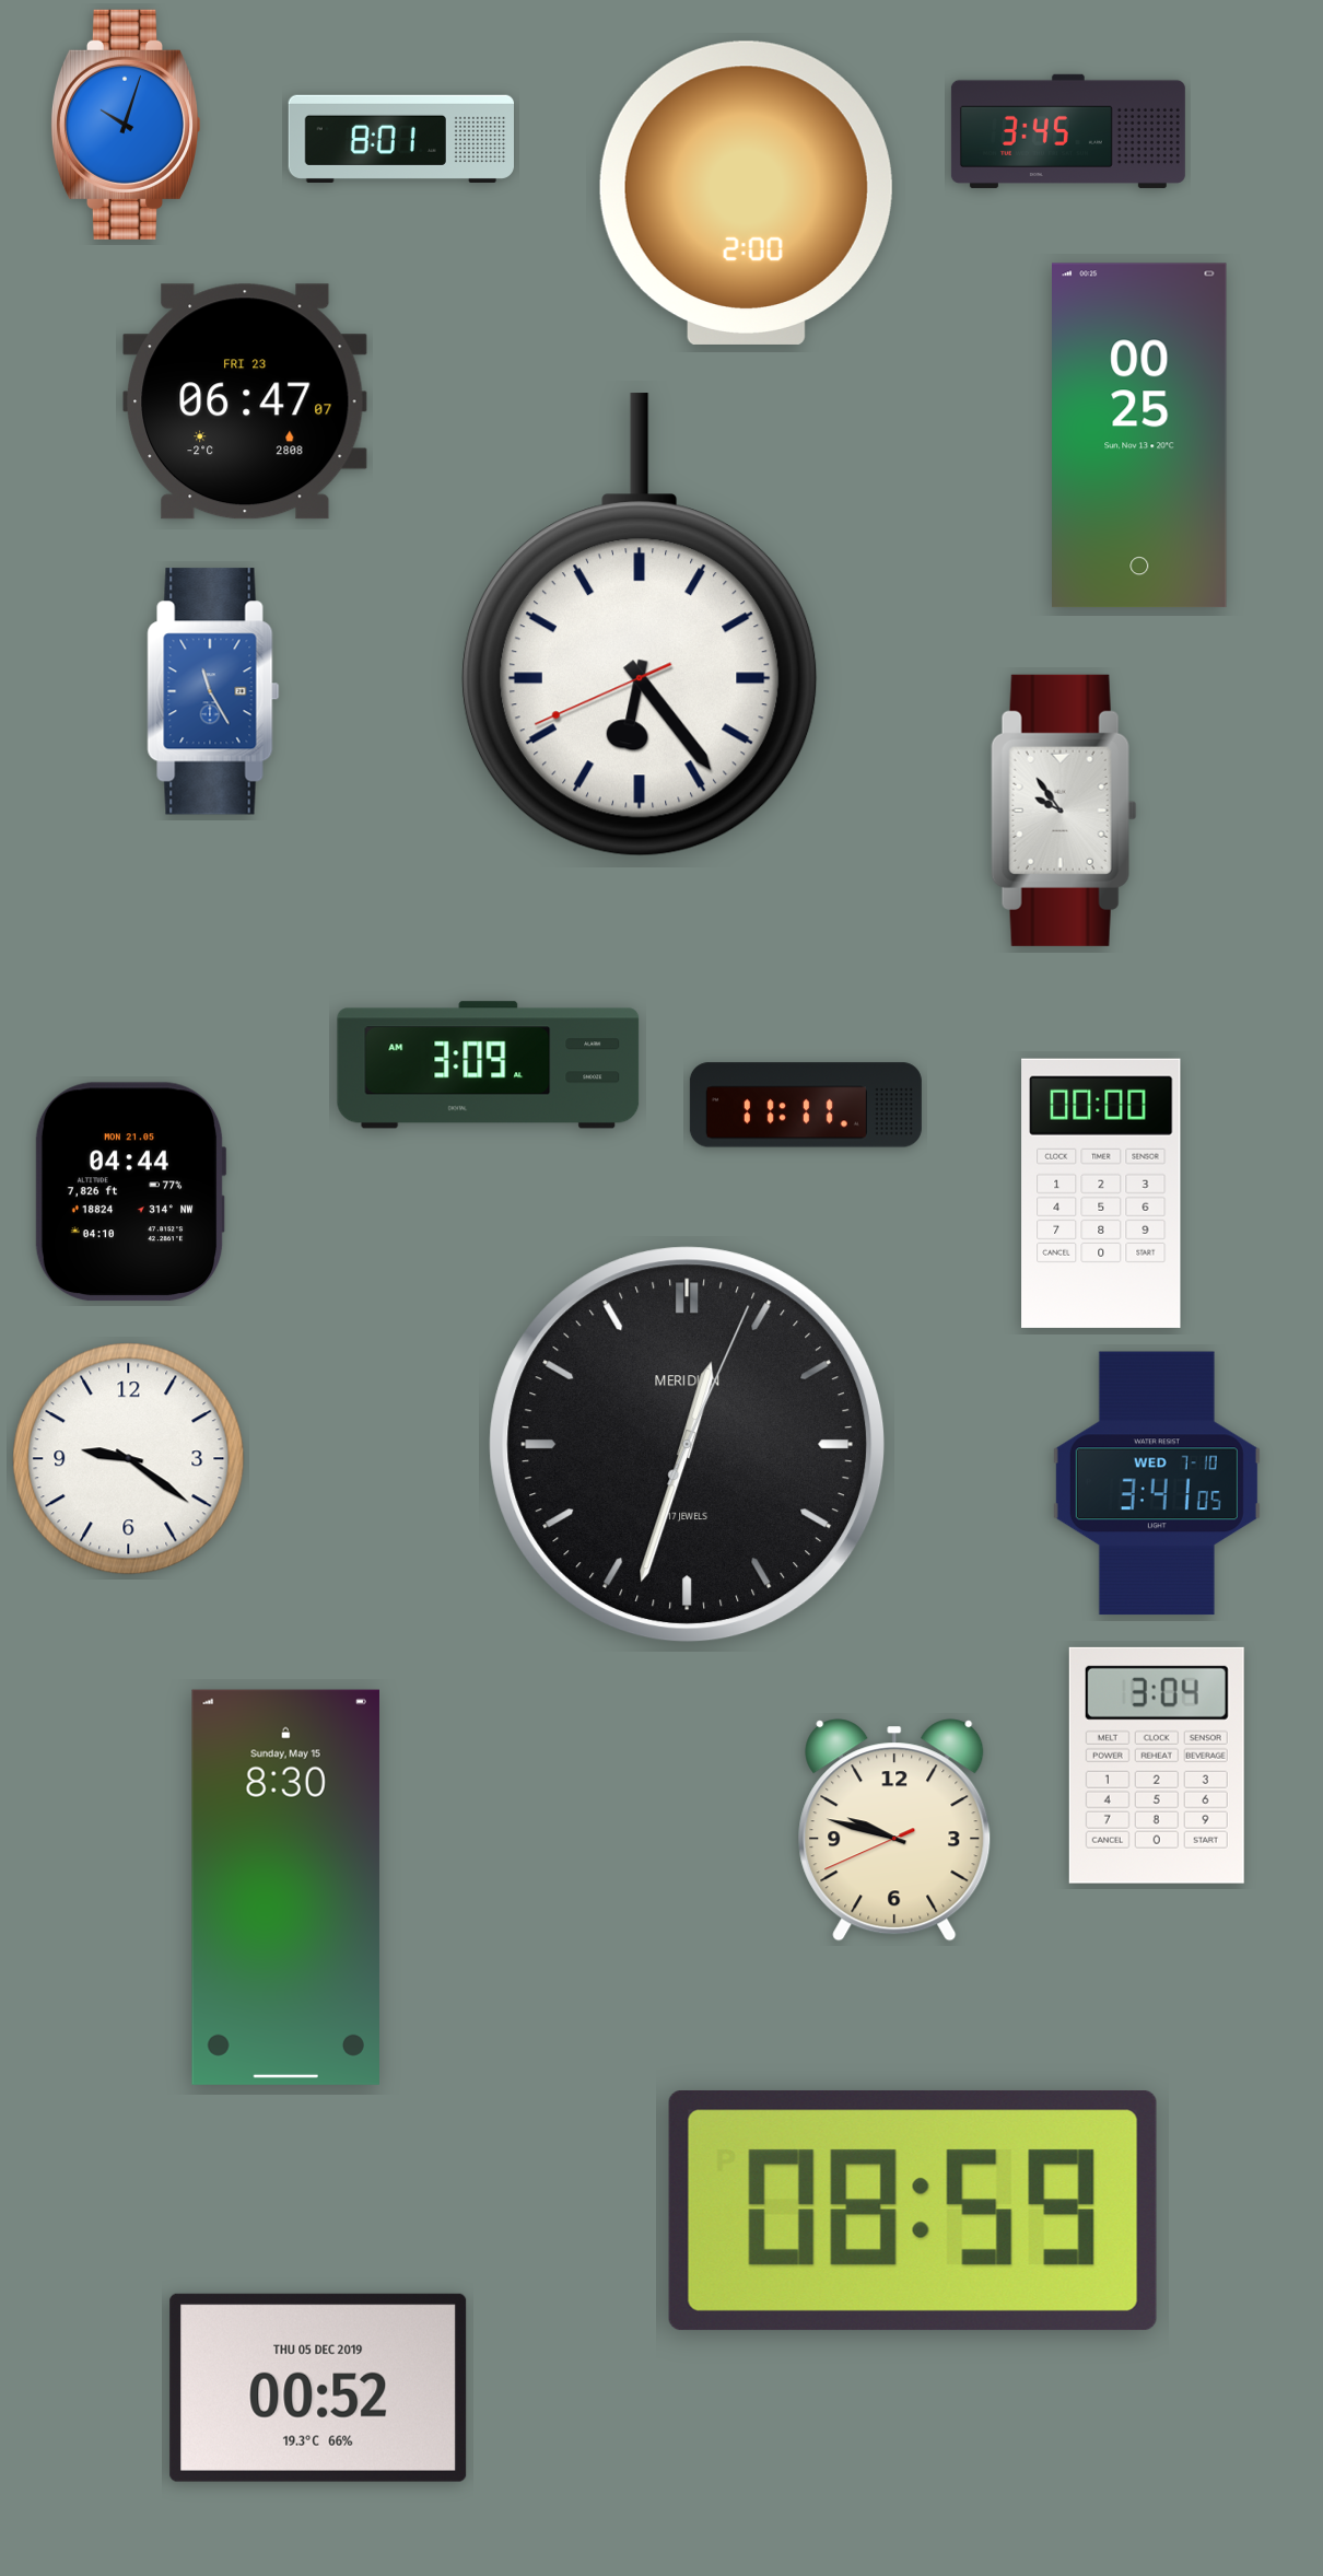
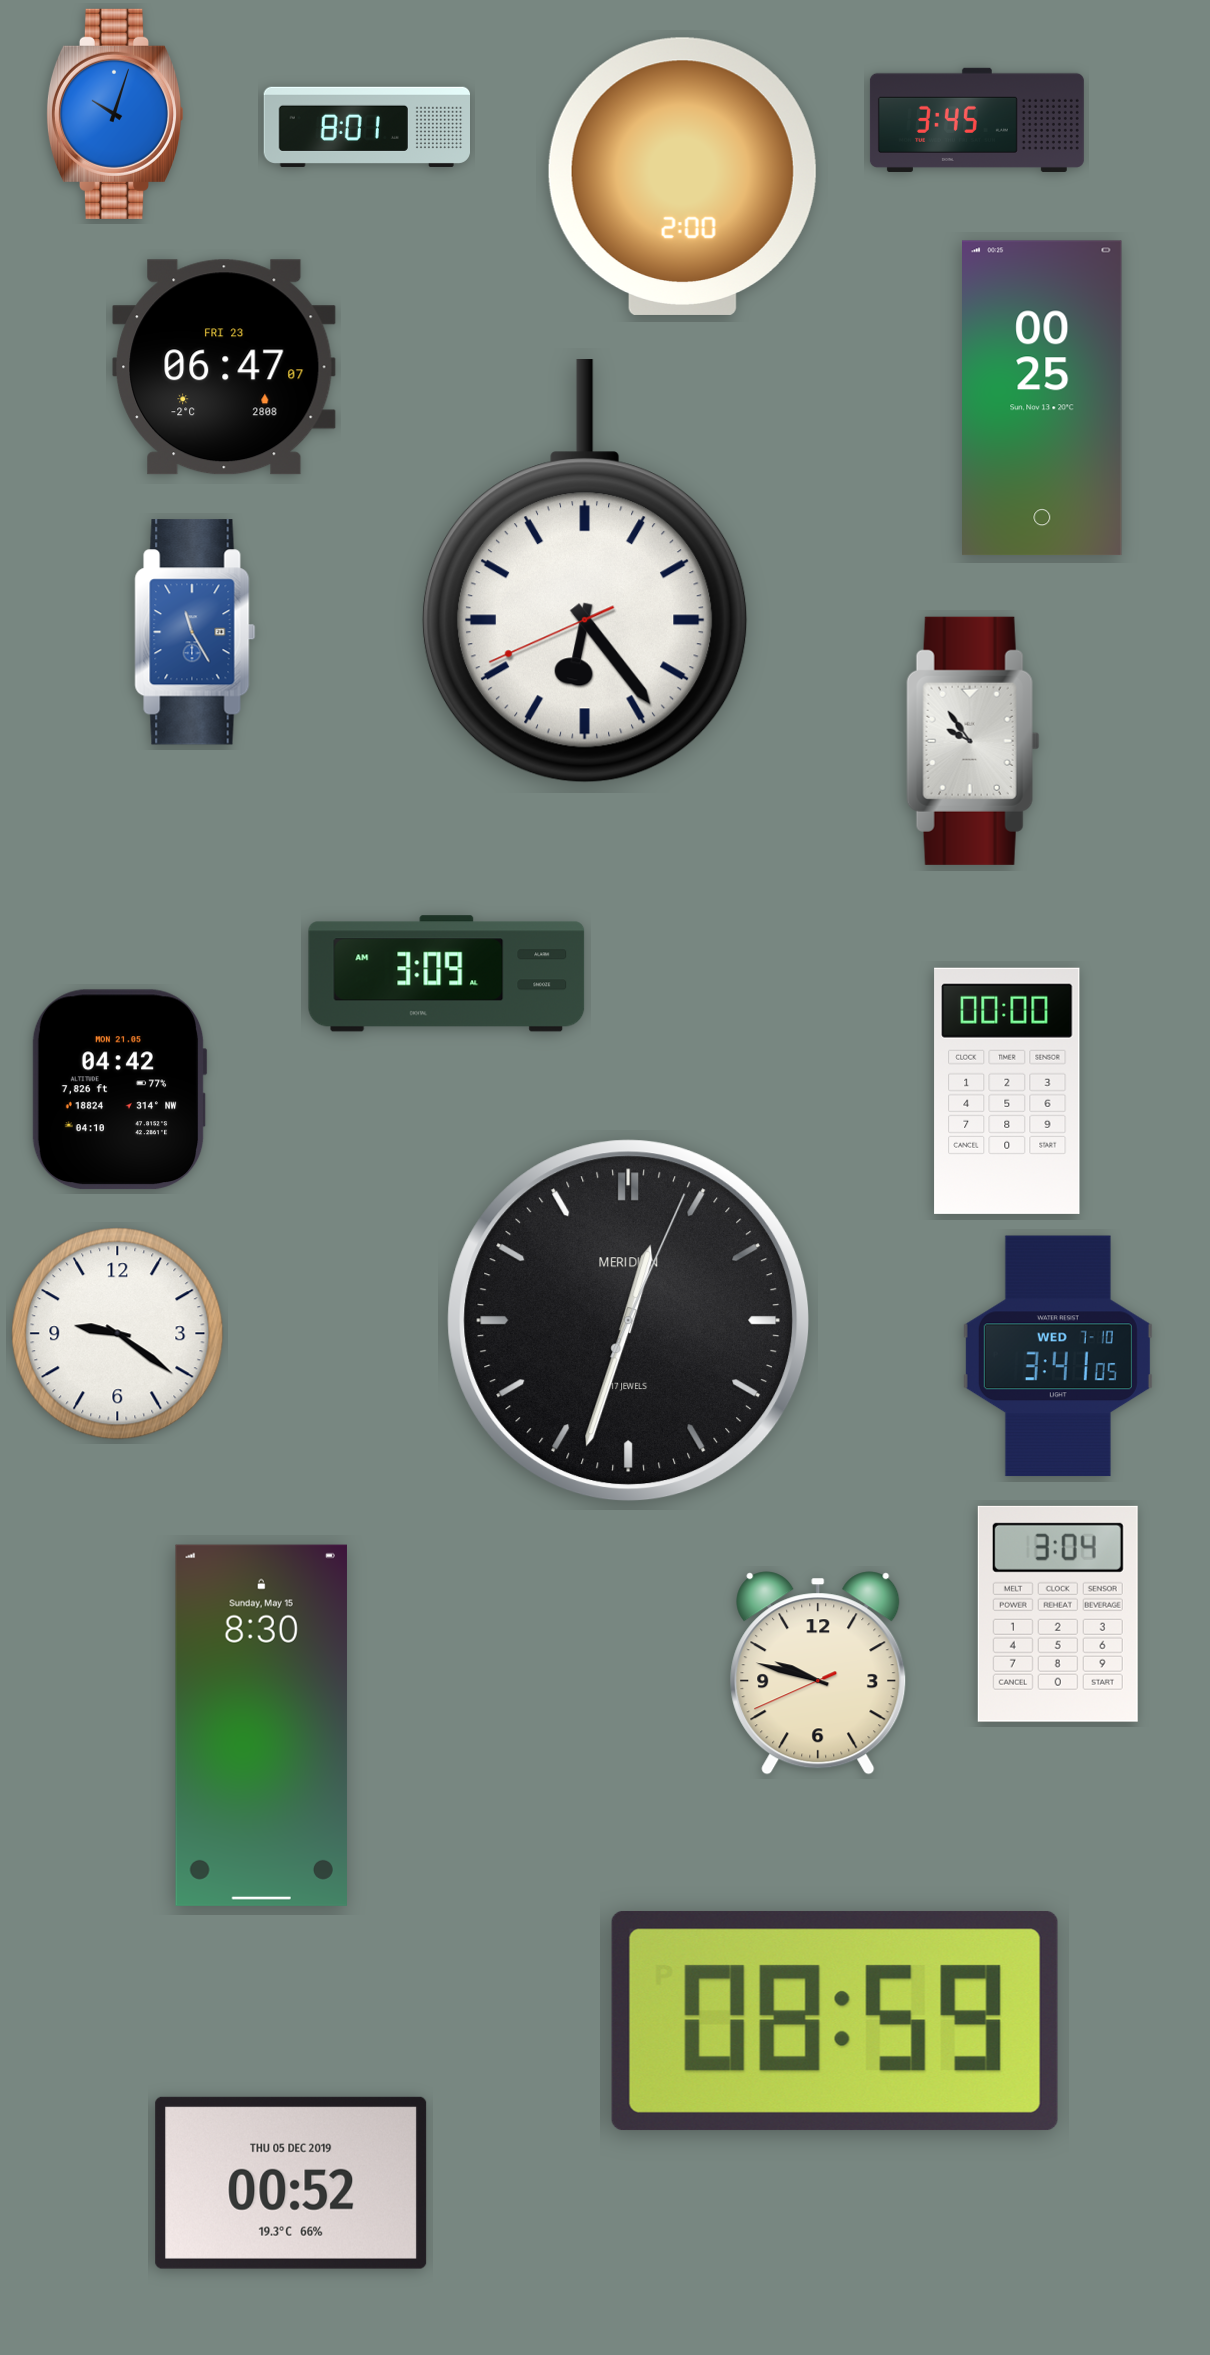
clock at (806, 1105): 11:11 -> none
clock at (130, 1192): 04:44 -> 04:42
